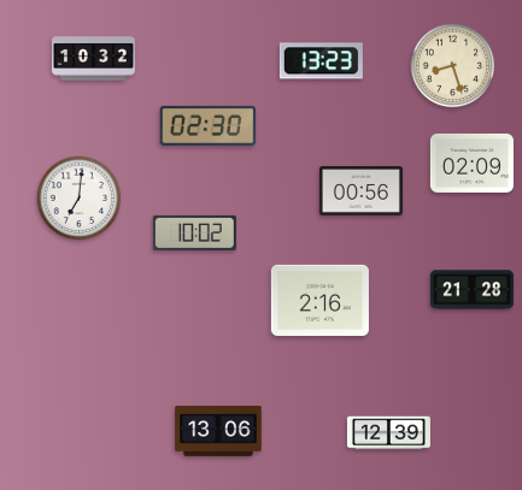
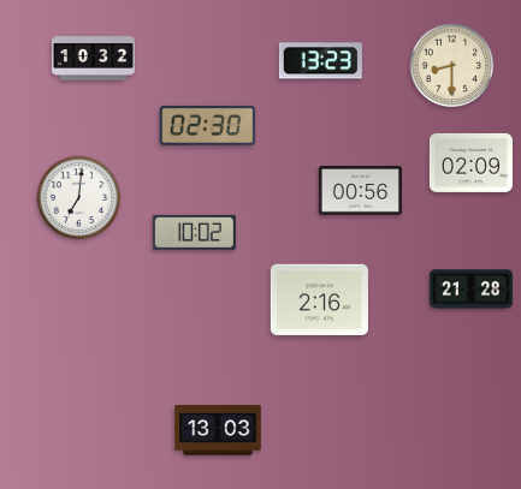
clock at (453, 66): 8:27 -> 8:30
clock at (218, 431): 13:06 -> 13:03
clock at (388, 433): 12:39 -> none
